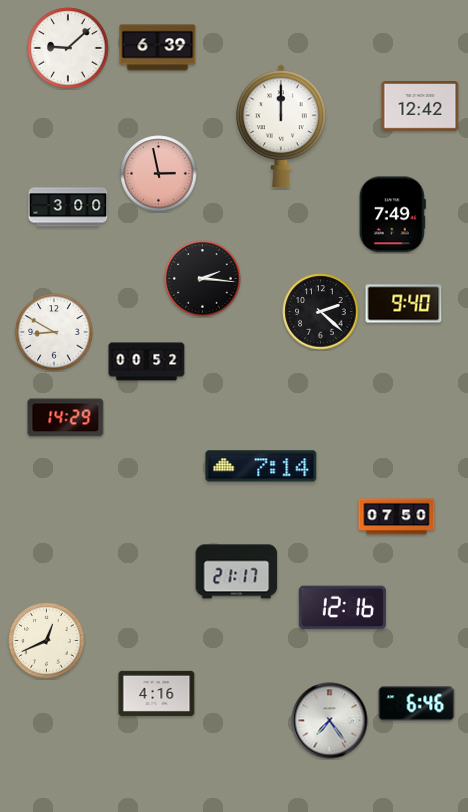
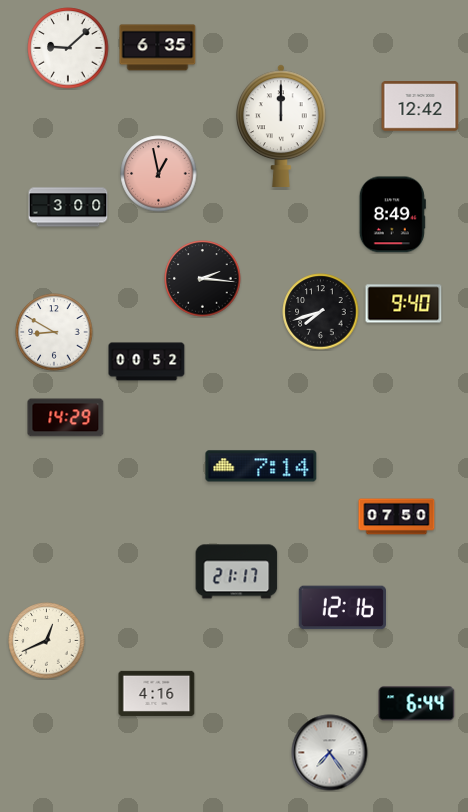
clock at (158, 48): 6:39 -> 6:35
clock at (159, 174): 2:58 -> 12:58
clock at (392, 215): 7:49 -> 8:49
clock at (321, 312): 2:22 -> 7:42
clock at (417, 704): 6:46 -> 6:44
clock at (330, 721) position: (330, 721) -> (330, 753)
